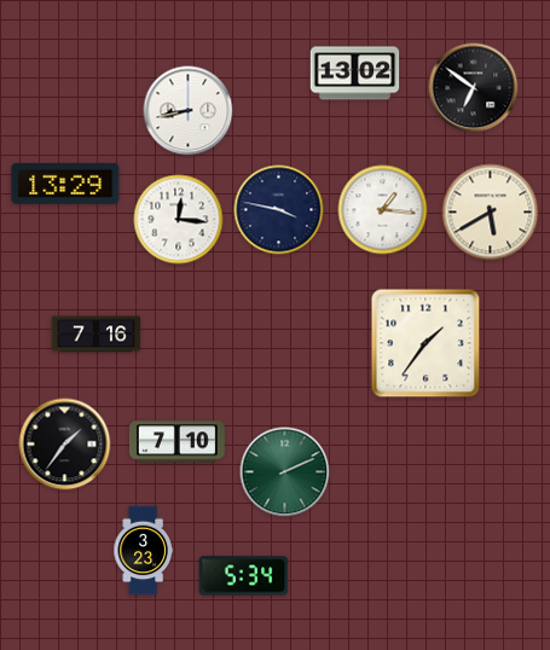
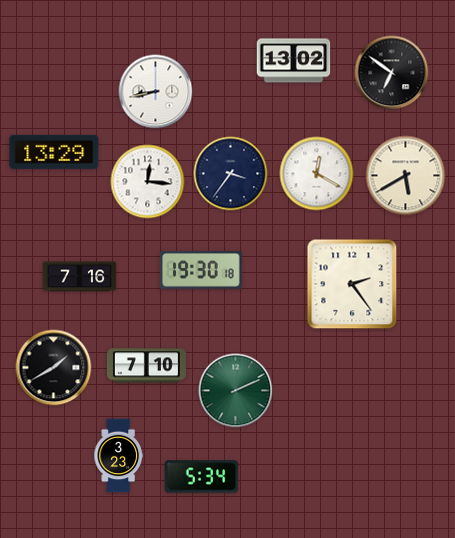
clock at (279, 210): 3:47 -> 3:36
clock at (383, 210): 1:16 -> 12:20
clock at (201, 271): none -> 19:30
clock at (425, 343): 1:36 -> 2:24
clock at (65, 445): 1:36 -> 1:40
